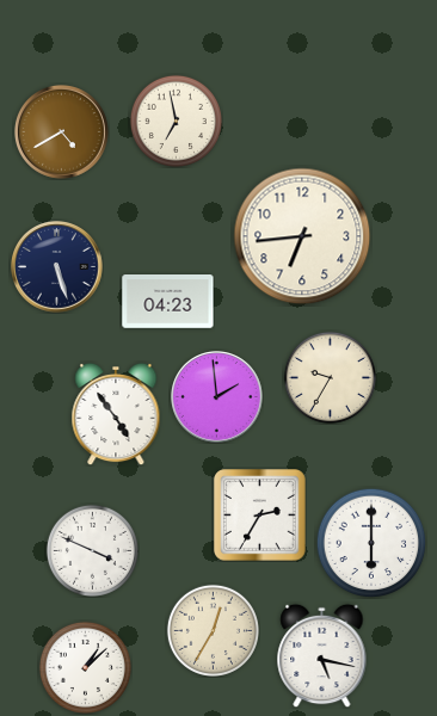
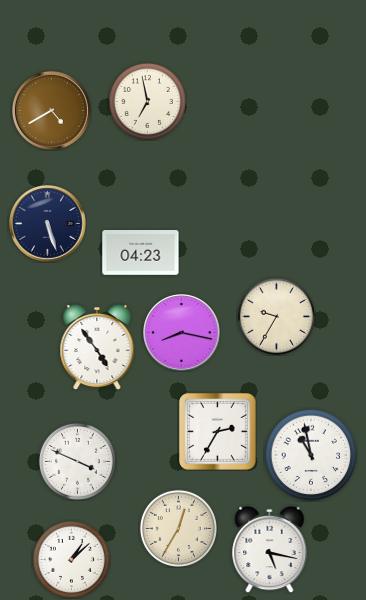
clock at (302, 236): 6:44 -> none
clock at (217, 397): 1:59 -> 8:17
clock at (371, 543): 6:00 -> 10:58
